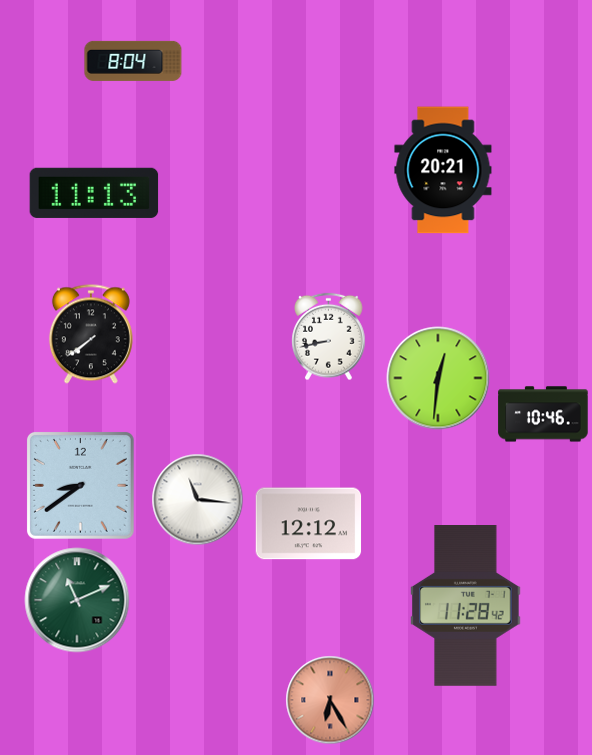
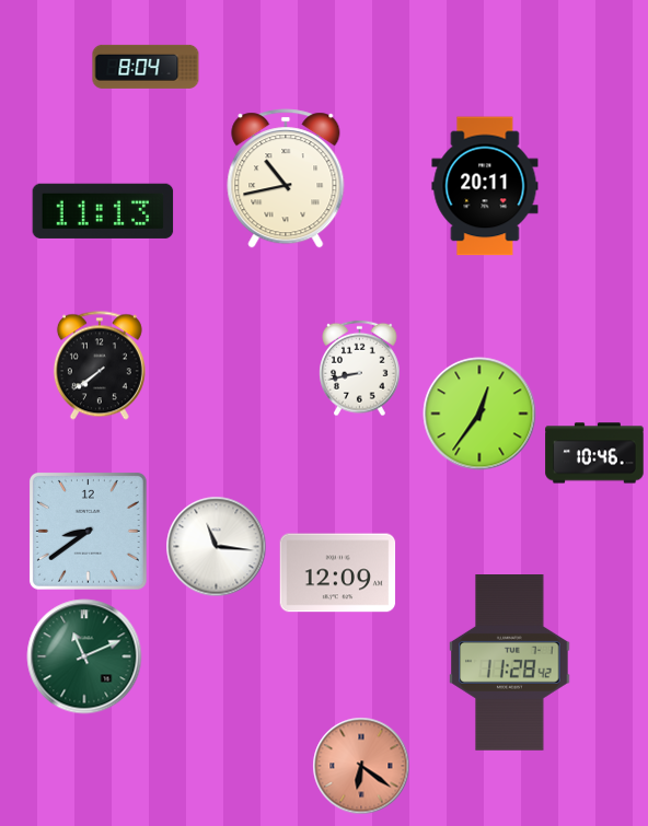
clock at (286, 178): none -> 10:43
clock at (443, 170): 20:21 -> 20:11
clock at (438, 378): 12:31 -> 12:36
clock at (309, 524): 12:12 -> 12:09
clock at (330, 700): 6:25 -> 6:21
